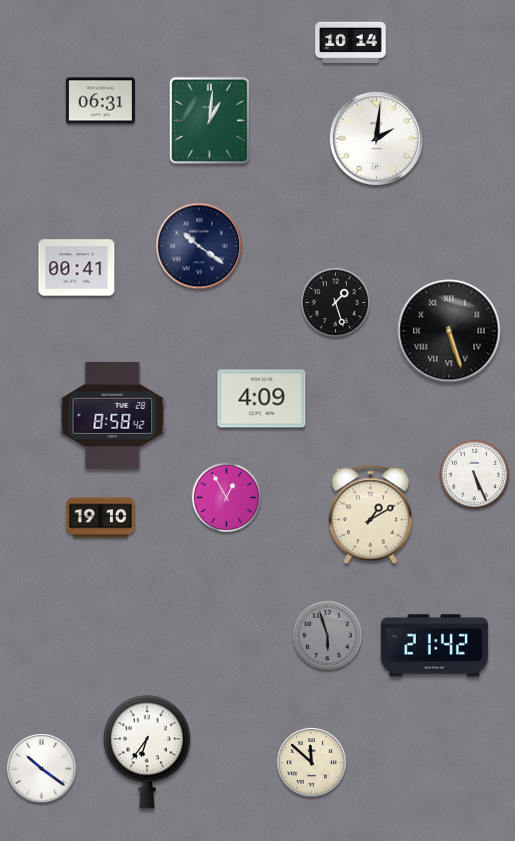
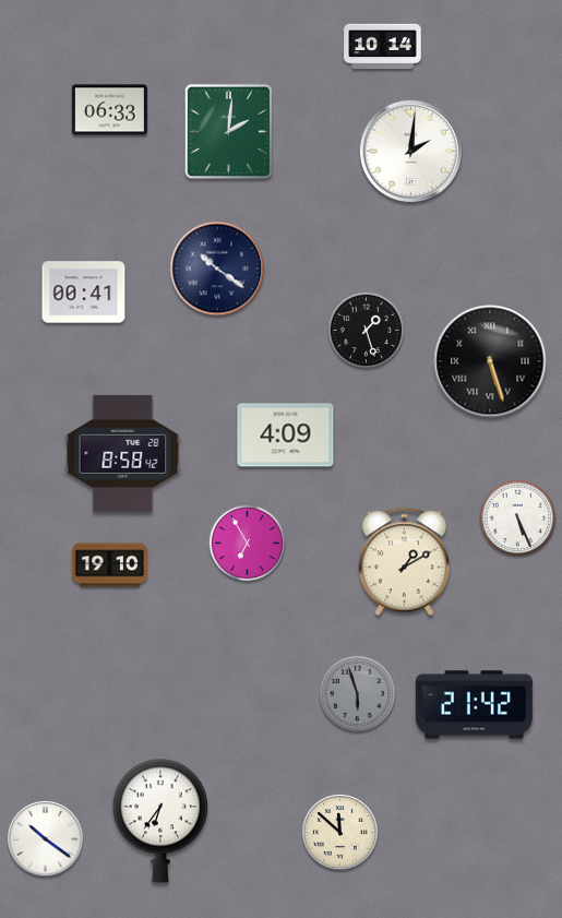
clock at (100, 101): 06:31 -> 06:33
clock at (209, 121): 1:01 -> 2:01
clock at (227, 498): 12:55 -> 6:55
